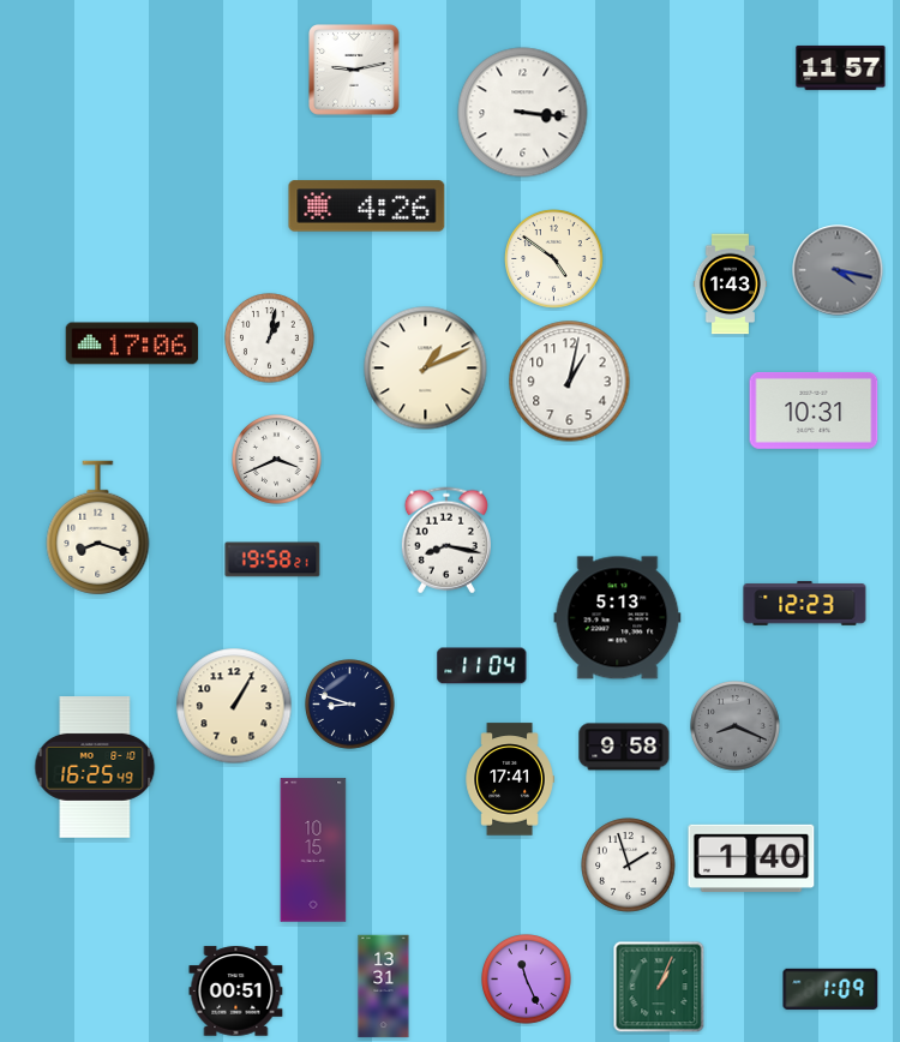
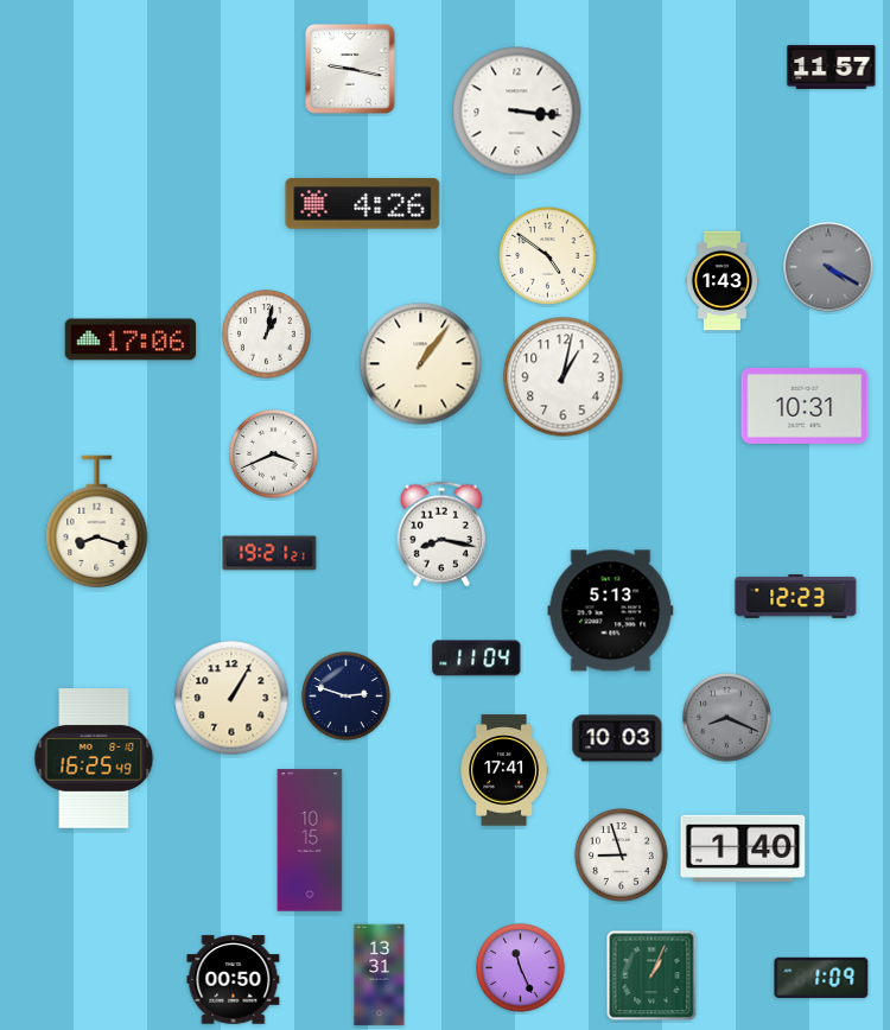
clock at (355, 71): 9:13 -> 9:17
clock at (838, 270): 4:17 -> 4:20
clock at (426, 369): 1:11 -> 1:06
clock at (272, 559): 19:58 -> 19:21
clock at (350, 705): 8:48 -> 2:48
clock at (624, 747): 9:58 -> 10:03
clock at (629, 866): 1:57 -> 8:57
clock at (236, 992): 00:51 -> 00:50
